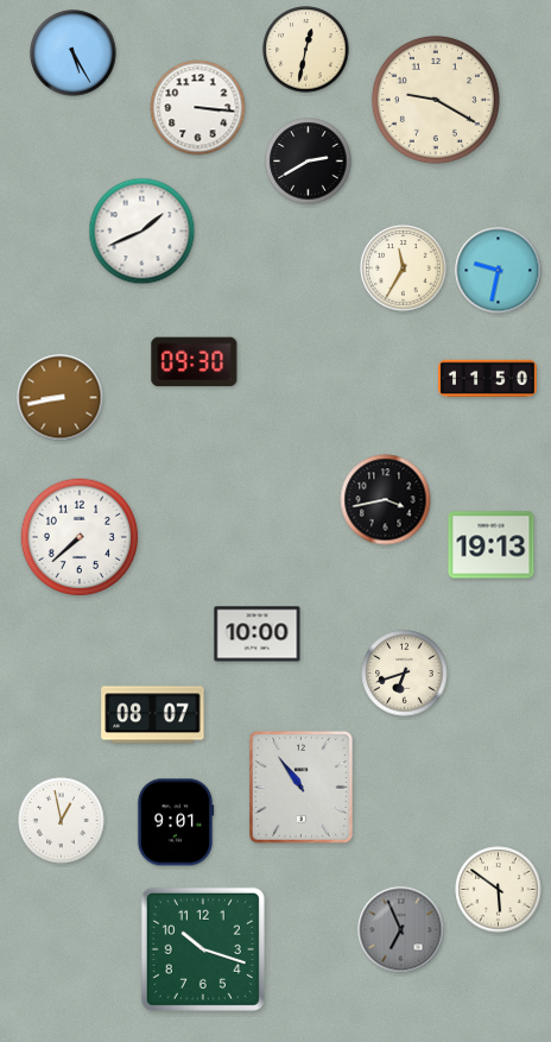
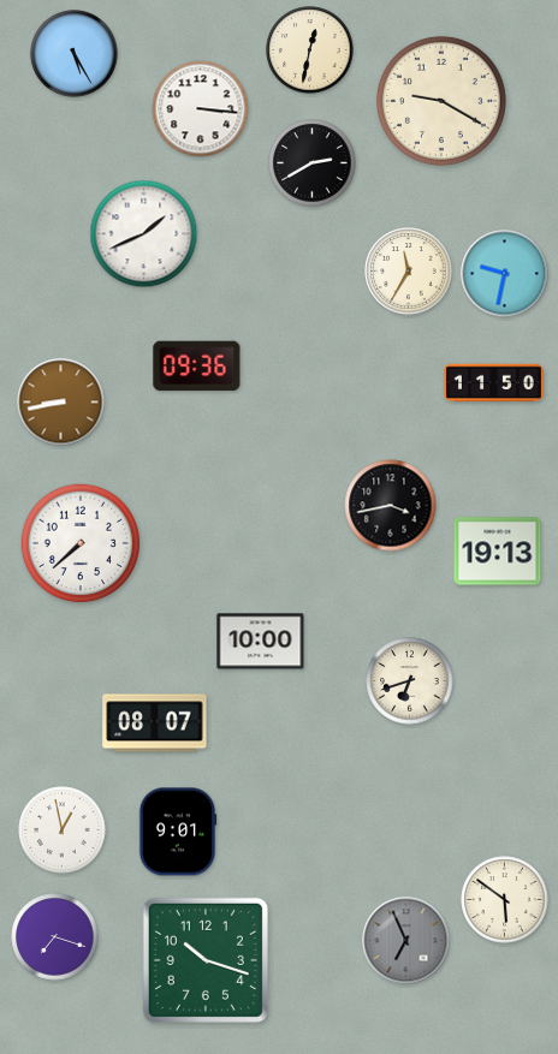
clock at (195, 362): 09:30 -> 09:36
clock at (300, 787): 10:54 -> none
clock at (55, 937): none -> 7:18
